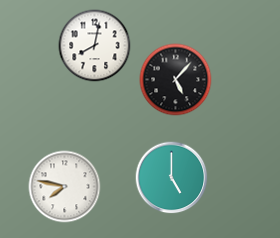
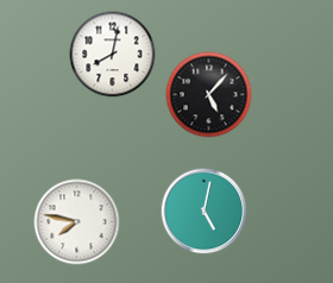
clock at (172, 178): 5:00 -> 5:02
